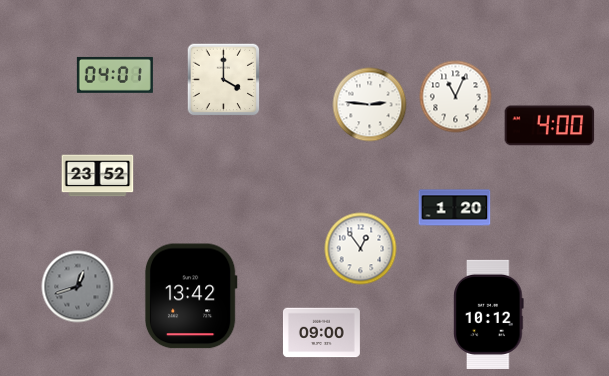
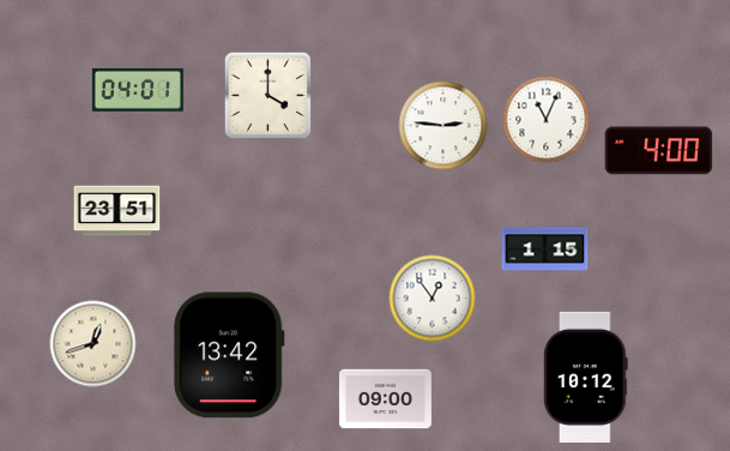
clock at (456, 97) position: (456, 97) -> (547, 120)
clock at (98, 176): 23:52 -> 23:51
clock at (455, 208): 1:20 -> 1:15
clock at (78, 287) dial: grey -> cream
